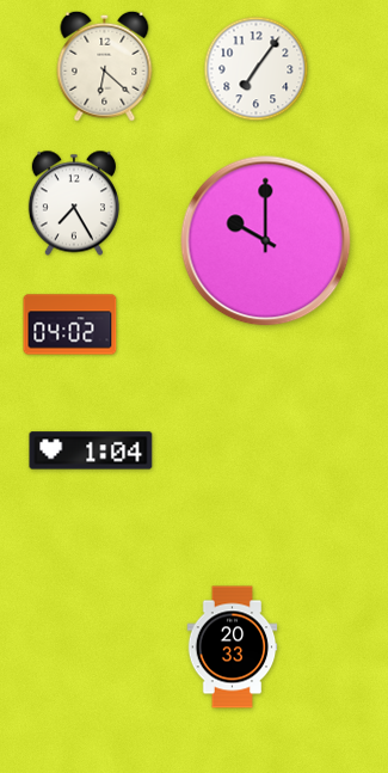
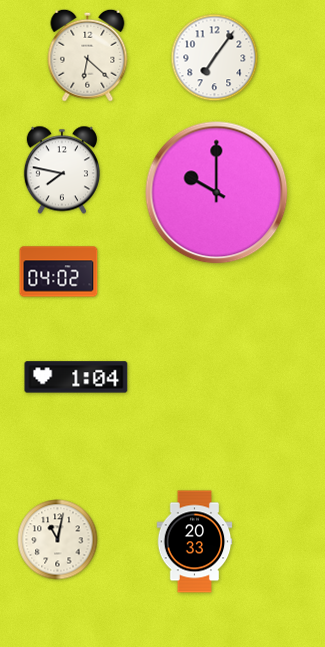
clock at (74, 203): 7:25 -> 7:47
clock at (266, 241) position: (266, 241) -> (217, 193)
clock at (58, 540): none -> 11:02
